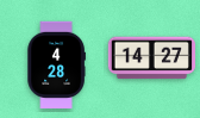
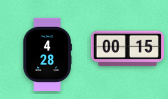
clock at (151, 58): 14:27 -> 00:15
